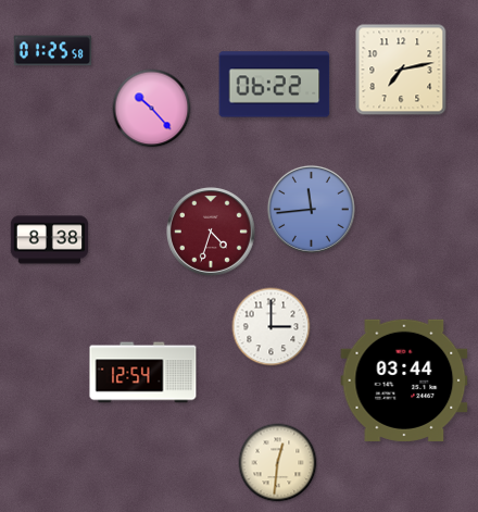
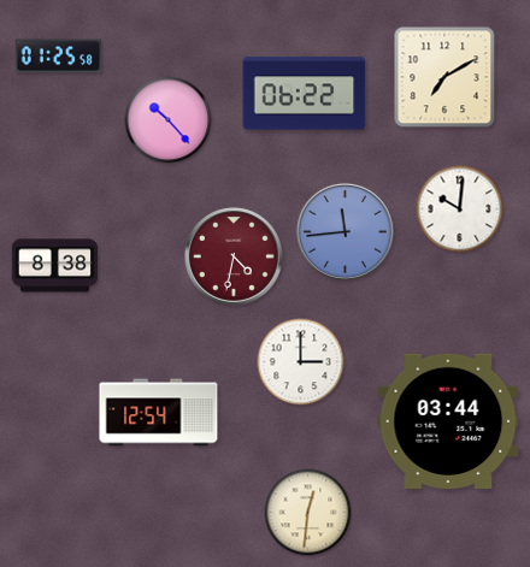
clock at (401, 70): 7:13 -> 7:10
clock at (460, 209): none -> 10:01
clock at (211, 232): 4:33 -> 4:32
